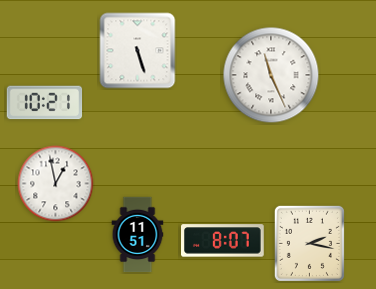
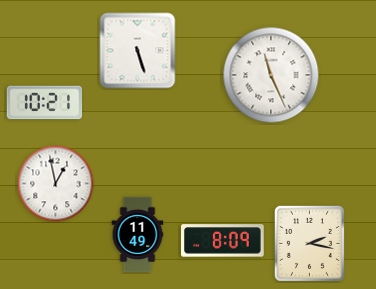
clock at (138, 235): 11:51 -> 11:49
clock at (223, 241): 8:07 -> 8:09
